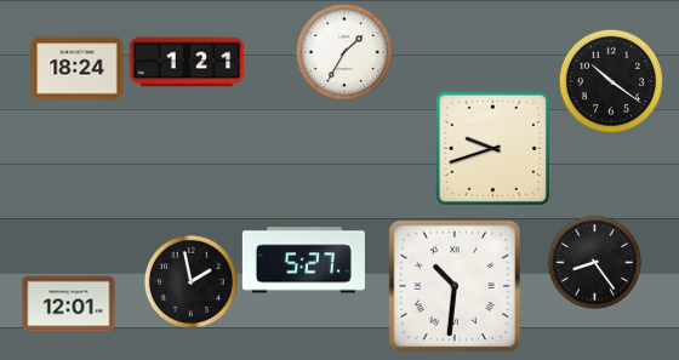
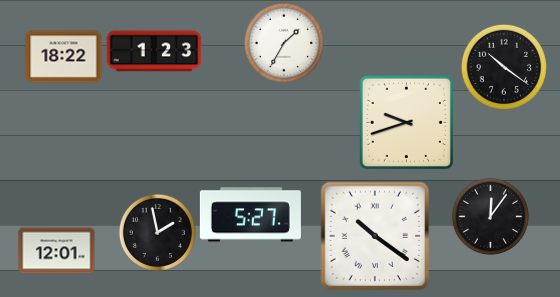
clock at (187, 62): 1:21 -> 1:23
clock at (78, 69): 18:24 -> 18:22
clock at (594, 262): 8:24 -> 12:06
clock at (453, 285): 10:31 -> 10:21
